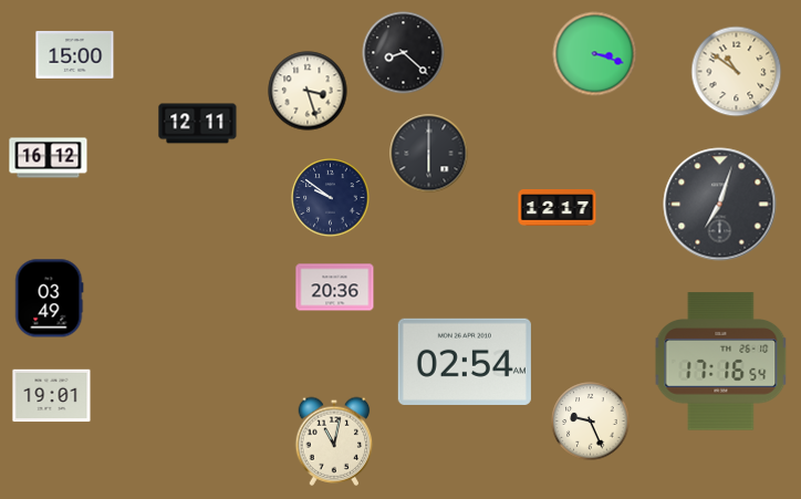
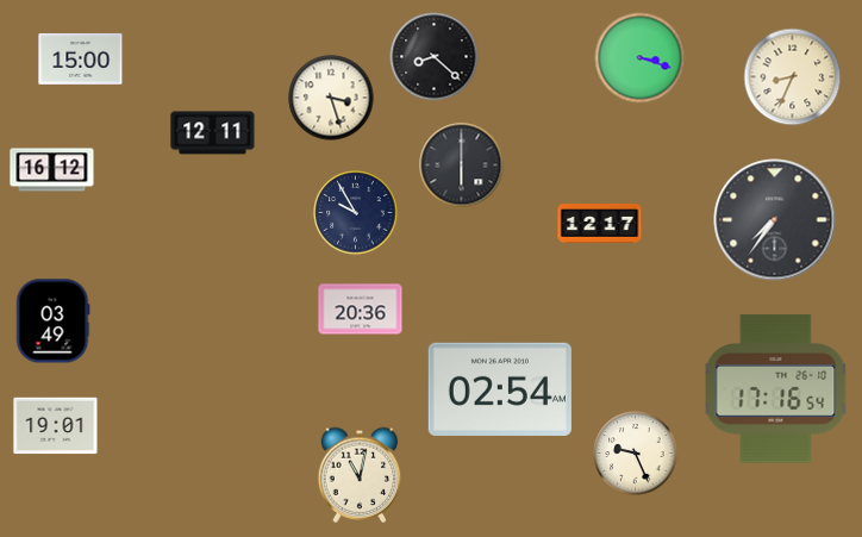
clock at (737, 72): 10:51 -> 8:34
clock at (331, 198): 9:51 -> 9:55
clock at (720, 205): 7:03 -> 7:36
